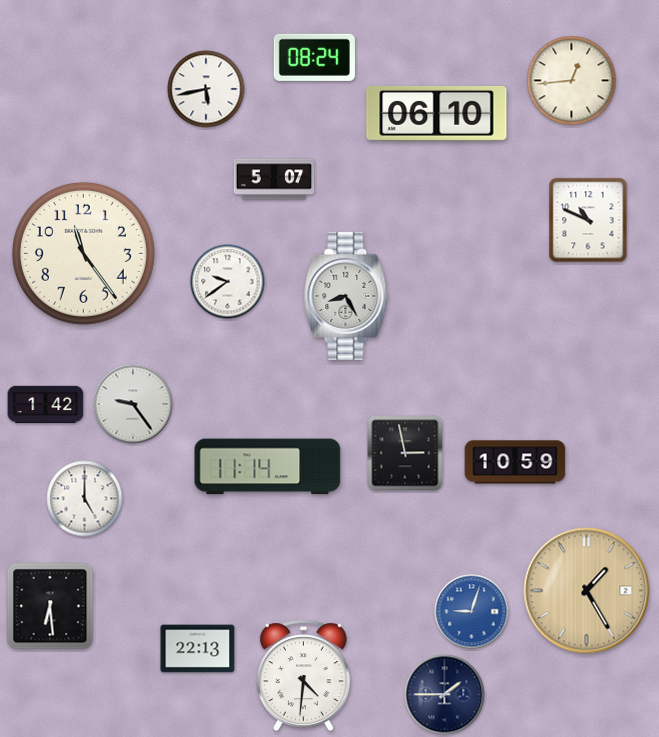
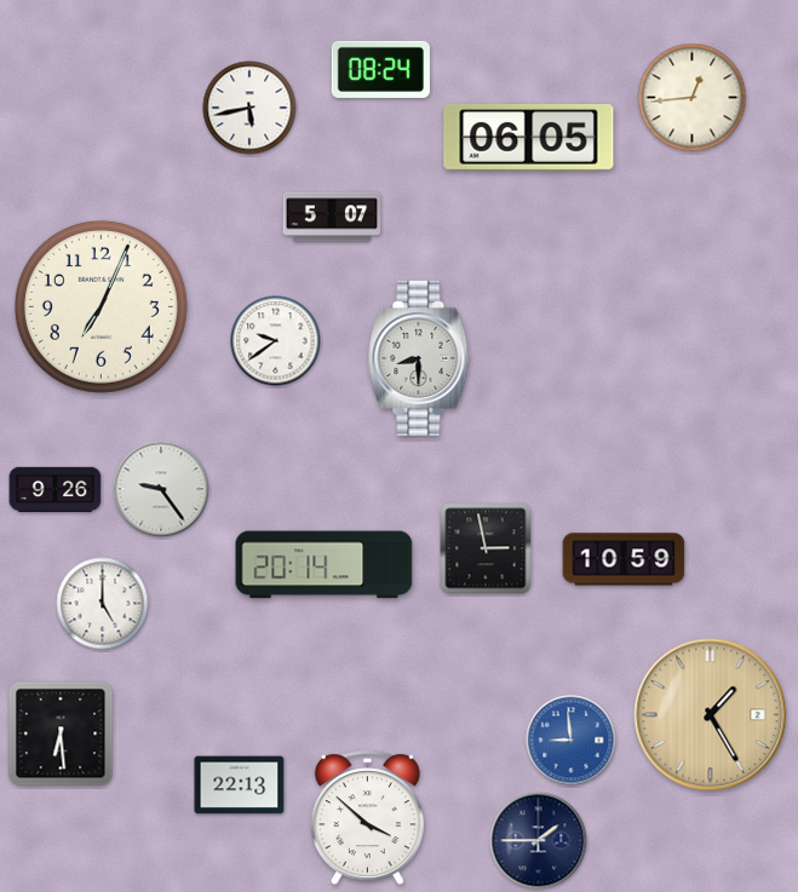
clock at (437, 113): 06:10 -> 06:05
clock at (588, 220): 10:49 -> none
clock at (83, 253): 11:24 -> 7:04
clock at (346, 296): 8:25 -> 8:30
clock at (46, 405): 1:42 -> 9:26
clock at (405, 453) position: (405, 453) -> (486, 548)
clock at (268, 467): 11:14 -> 20:14
clock at (472, 612): 9:03 -> 8:59
clock at (303, 676): 4:31 -> 3:52
